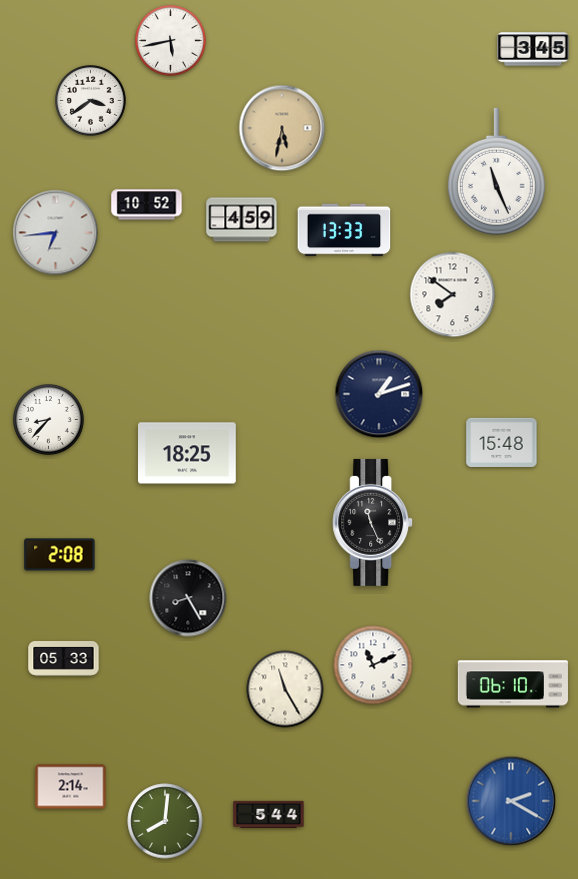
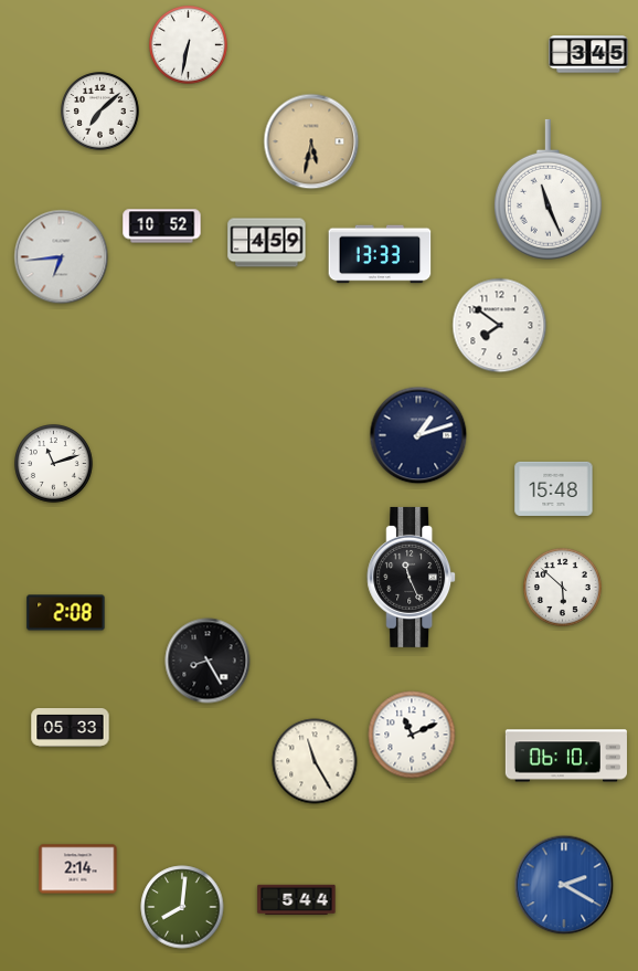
clock at (171, 41): 5:43 -> 6:32
clock at (91, 101): 3:39 -> 7:08
clock at (49, 420): 8:37 -> 11:12
clock at (188, 453): 18:25 -> none
clock at (563, 588): none -> 5:52
